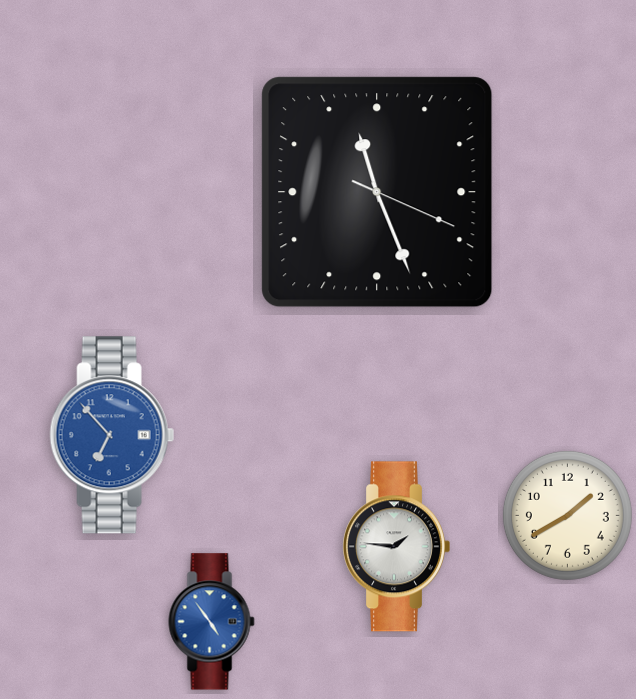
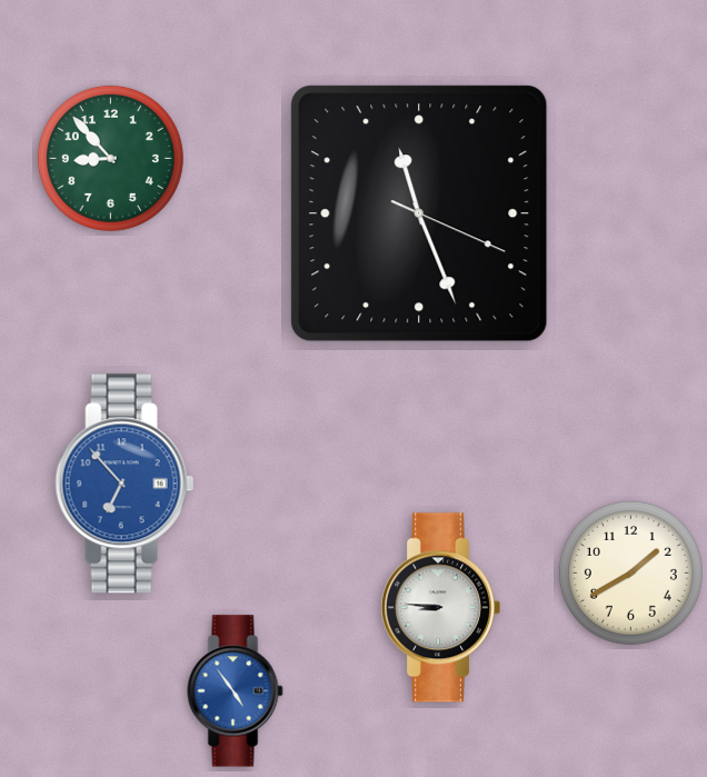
clock at (110, 158): none -> 8:53
clock at (396, 547): 1:46 -> 8:46
